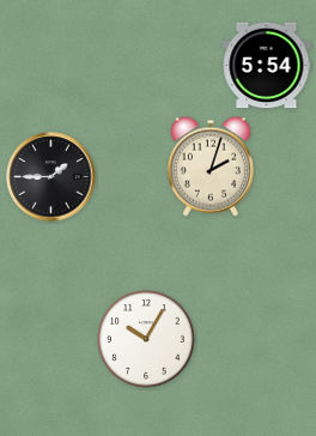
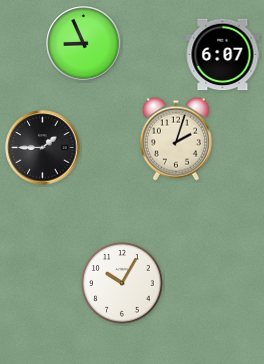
clock at (84, 44): none -> 8:56
clock at (267, 66): 5:54 -> 6:07
